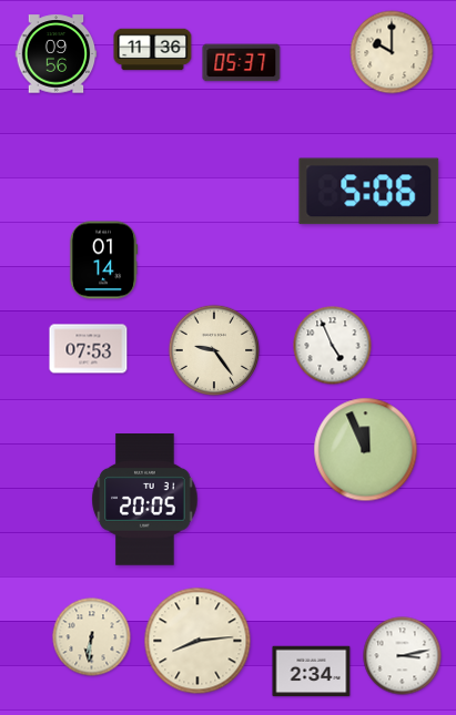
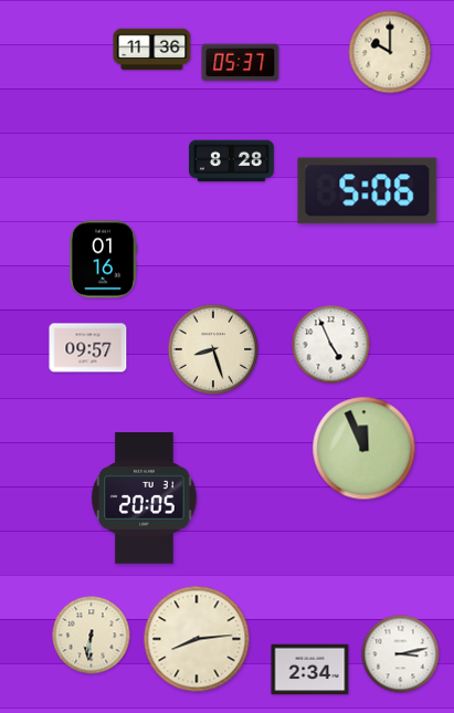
clock at (57, 54): 09:56 -> none
clock at (232, 161): none -> 8:28
clock at (103, 261): 01:14 -> 01:16
clock at (89, 349): 07:53 -> 09:57
clock at (214, 350): 9:24 -> 8:27
